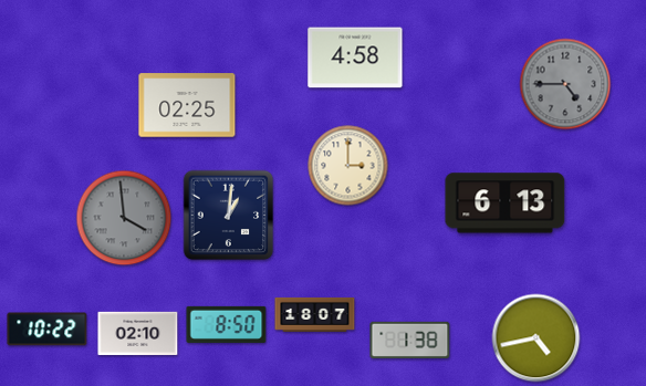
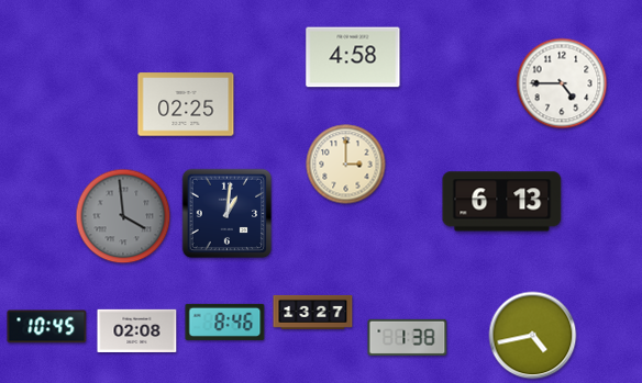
clock at (565, 84) dial: grey -> white
clock at (315, 314): 18:07 -> 13:27
clock at (227, 324): 8:50 -> 8:46
clock at (48, 330): 10:22 -> 10:45
clock at (138, 333): 02:10 -> 02:08
